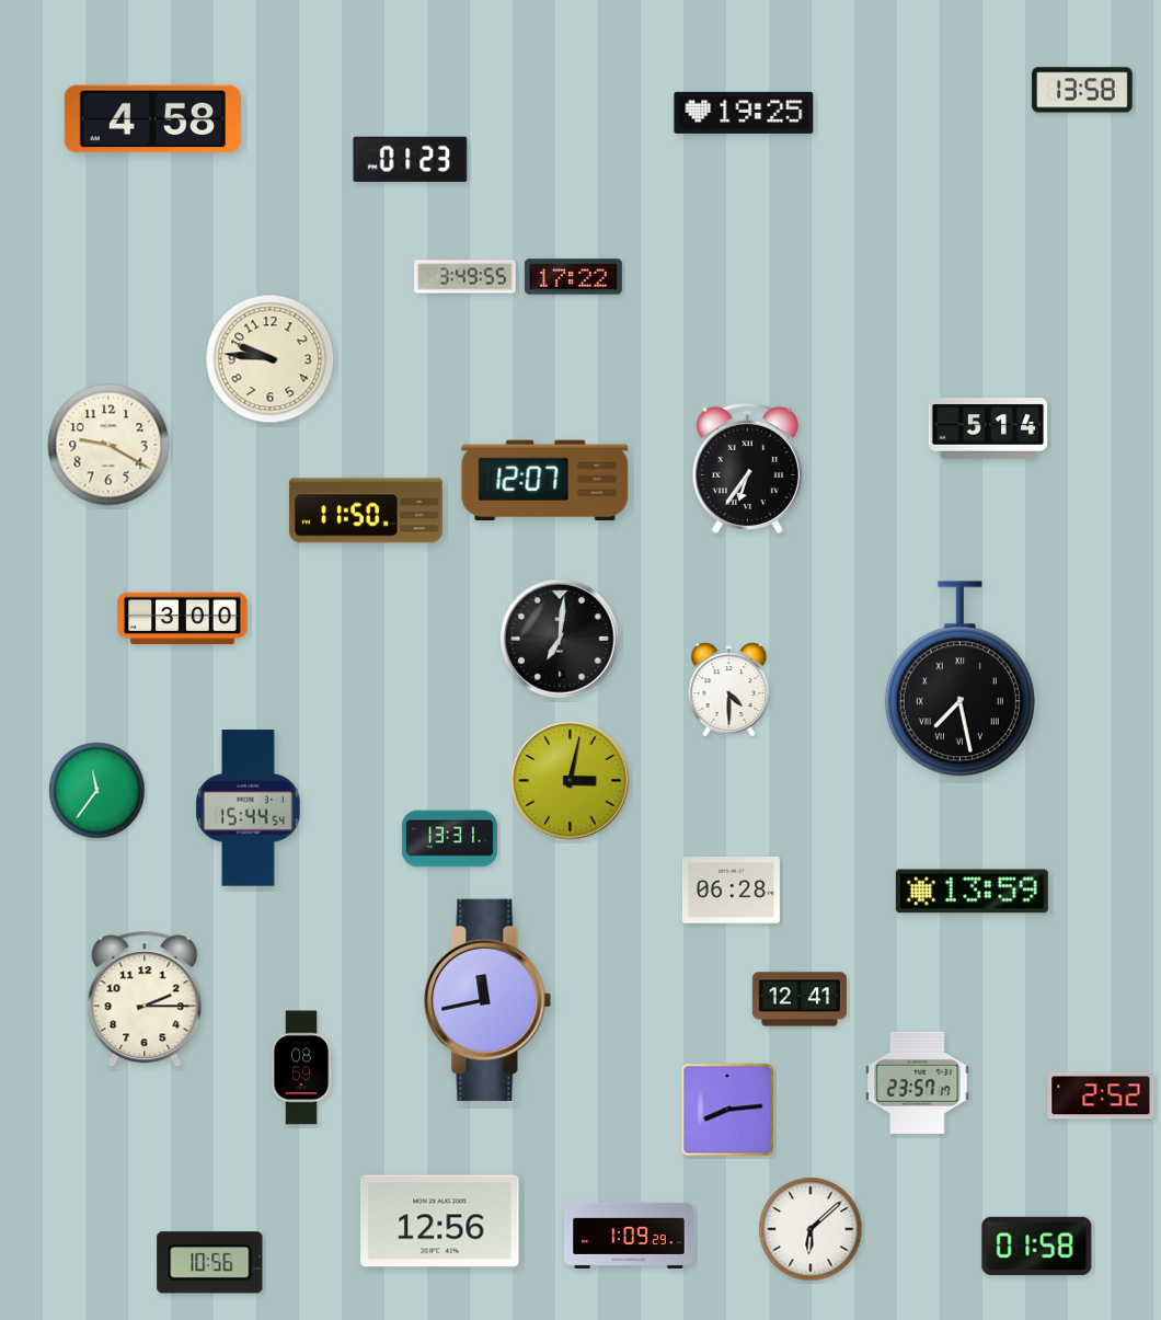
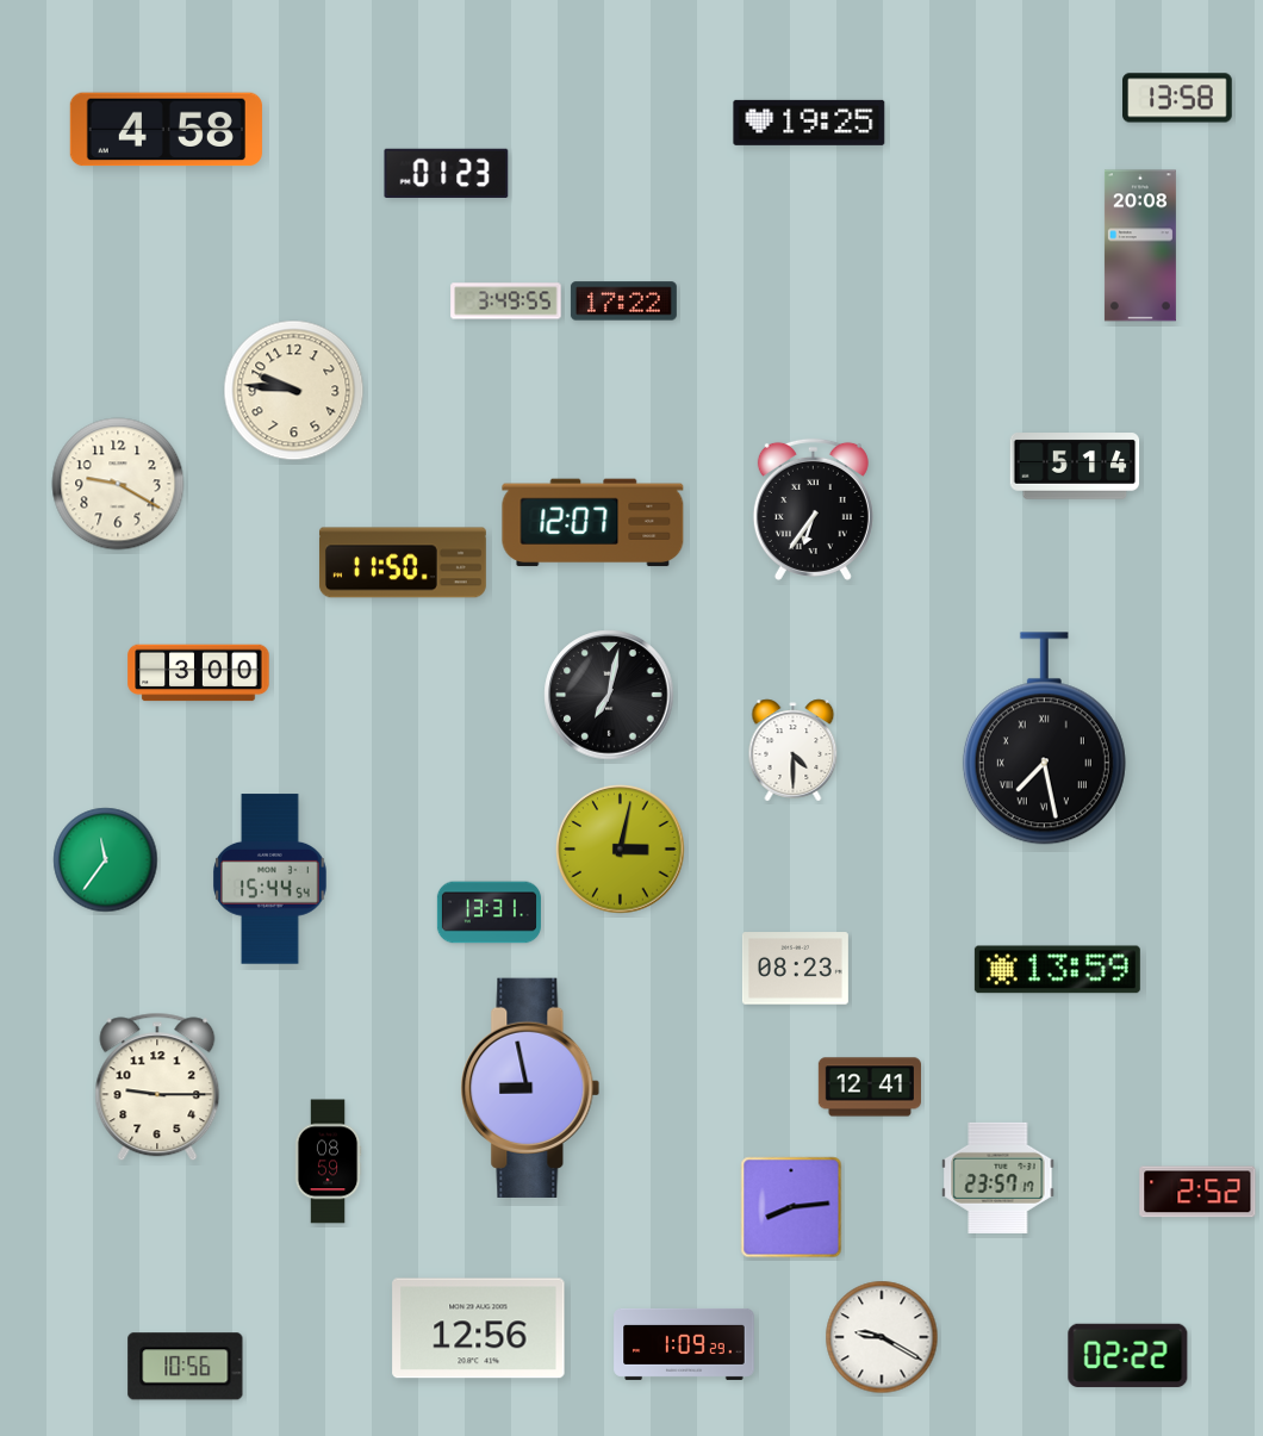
clock at (1140, 245): none -> 20:08
clock at (366, 510) position: (366, 510) -> (403, 562)
clock at (560, 639): 7:01 -> 7:02
clock at (731, 891): 06:28 -> 08:23
clock at (145, 999): 2:15 -> 9:15
clock at (487, 1000): 11:43 -> 8:58
clock at (811, 1229): 6:08 -> 9:20
clock at (1037, 1246): 01:58 -> 02:22
clock at (210, 1263) position: (210, 1263) -> (186, 1367)
